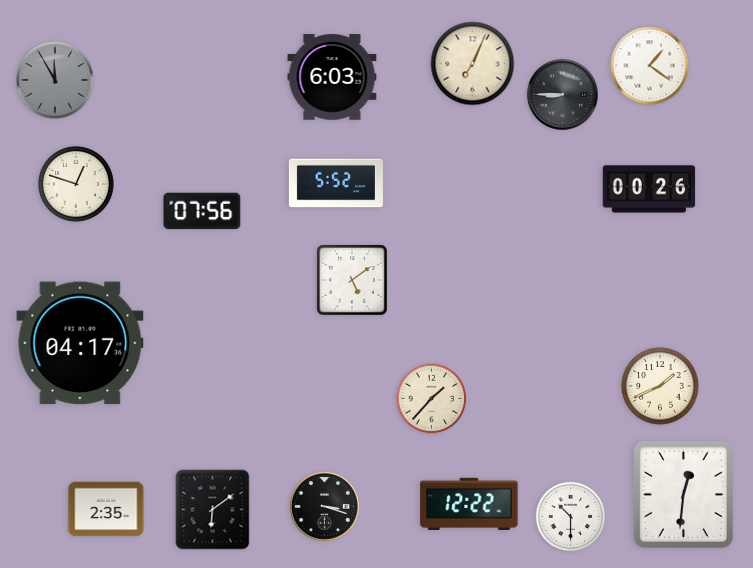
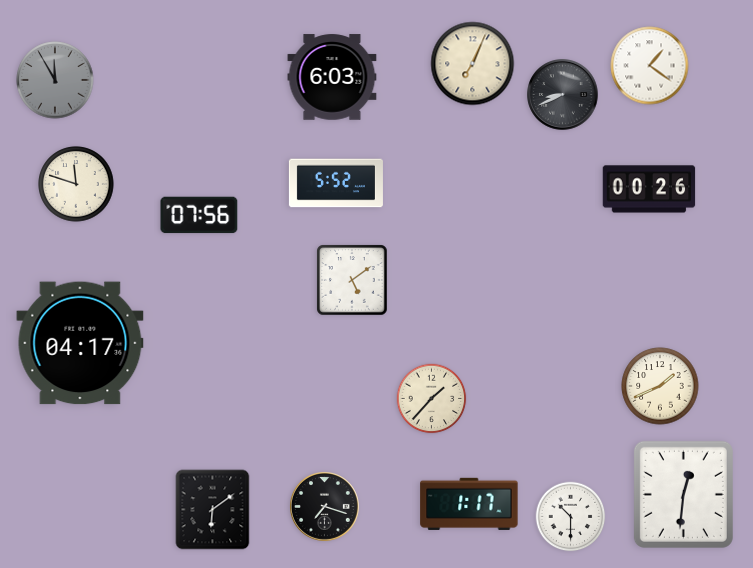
clock at (563, 95): 8:45 -> 8:41
clock at (76, 184): 12:48 -> 11:48
clock at (202, 211) position: (202, 211) -> (199, 215)
clock at (469, 504): 12:22 -> 1:17
clock at (325, 507): 3:18 -> 7:18
clock at (106, 509): 2:35 -> none
